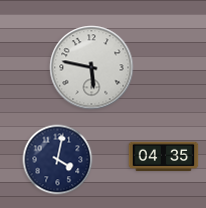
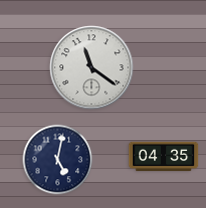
clock at (92, 68): 5:47 -> 11:21
clock at (58, 160): 4:02 -> 5:02
